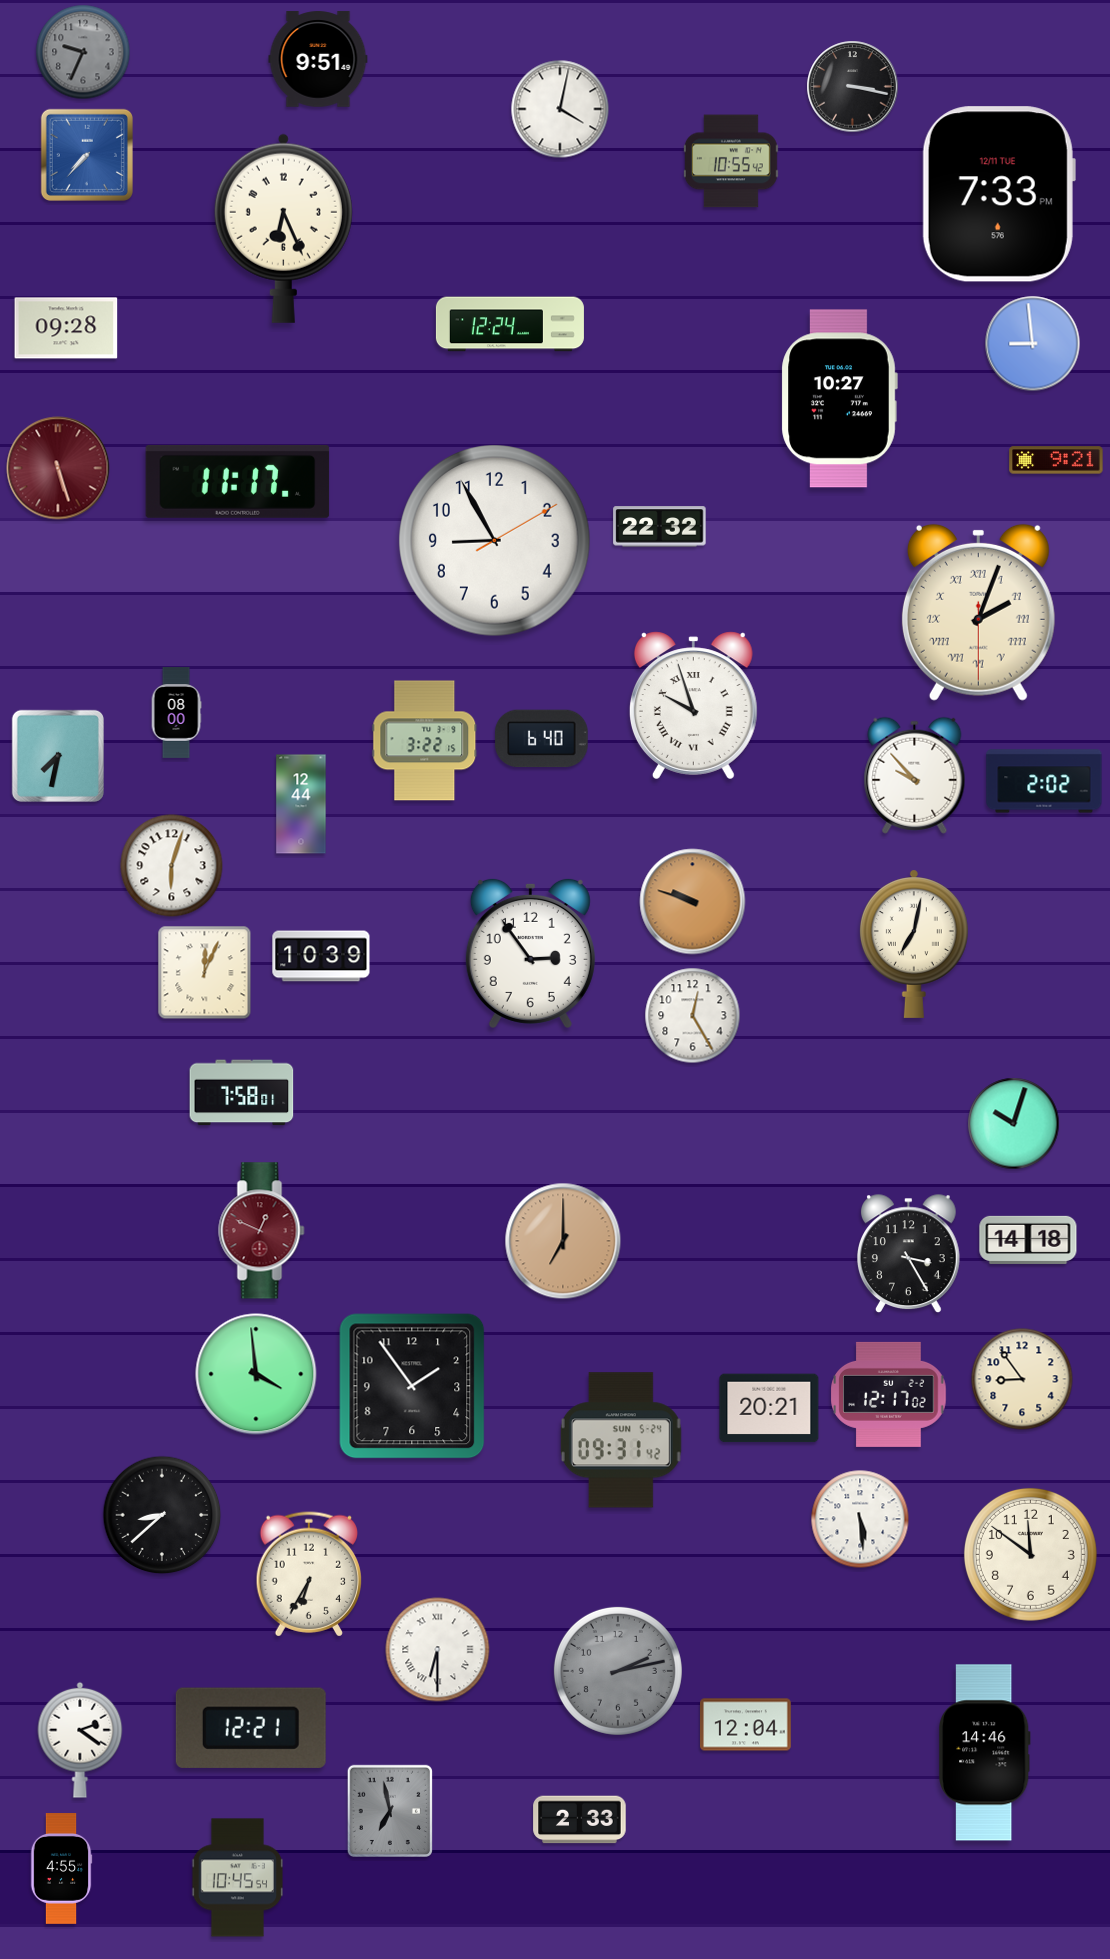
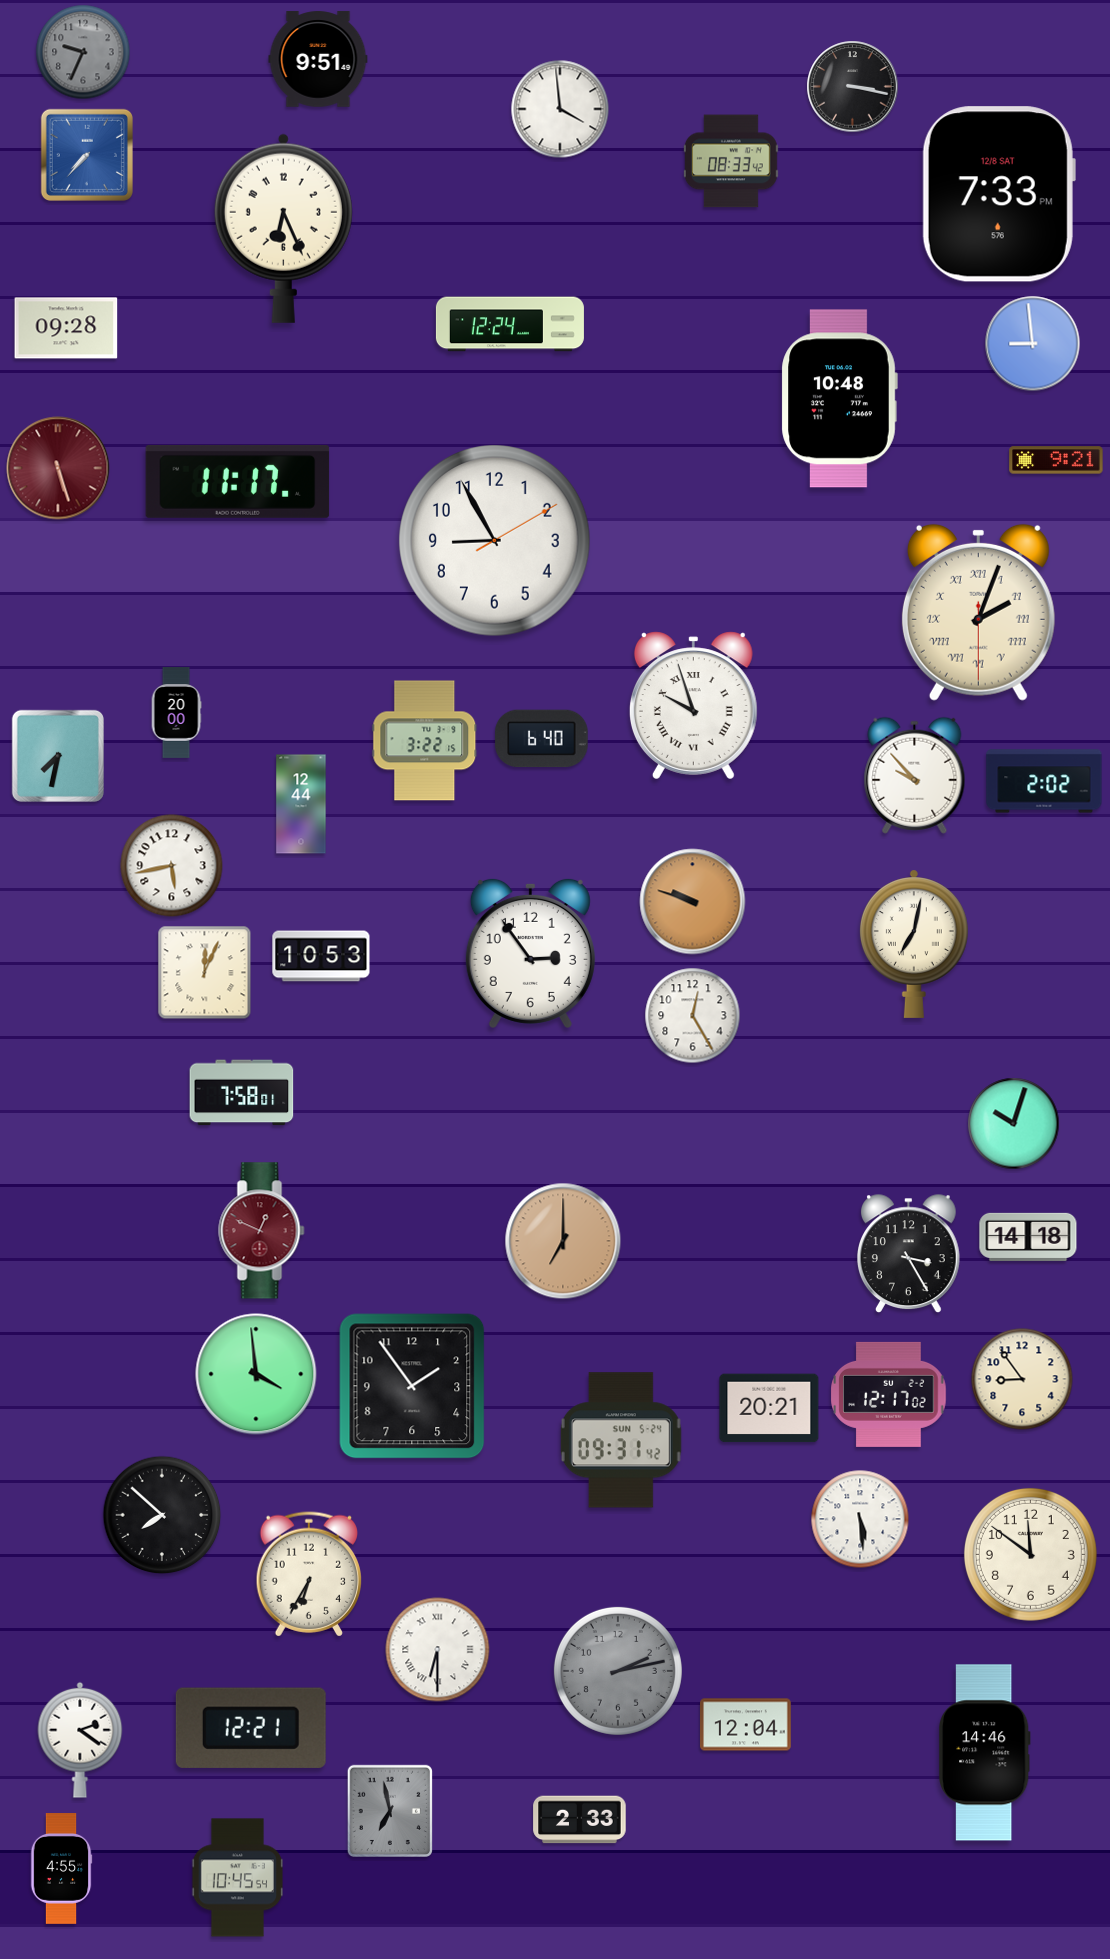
clock at (560, 109): 4:02 -> 3:59
clock at (732, 161): 10:55 -> 08:33
clock at (999, 194) date: 12/11 TUE -> 12/8 SAT
clock at (839, 399): 10:27 -> 10:48
clock at (660, 527): 22:32 -> none
clock at (176, 713): 08:00 -> 20:00
clock at (172, 866): 6:03 -> 5:43
clock at (321, 956): 10:39 -> 10:53
clock at (1028, 1240) position: (1028, 1240) -> (1028, 1237)
clock at (162, 1515): 8:38 -> 7:52
